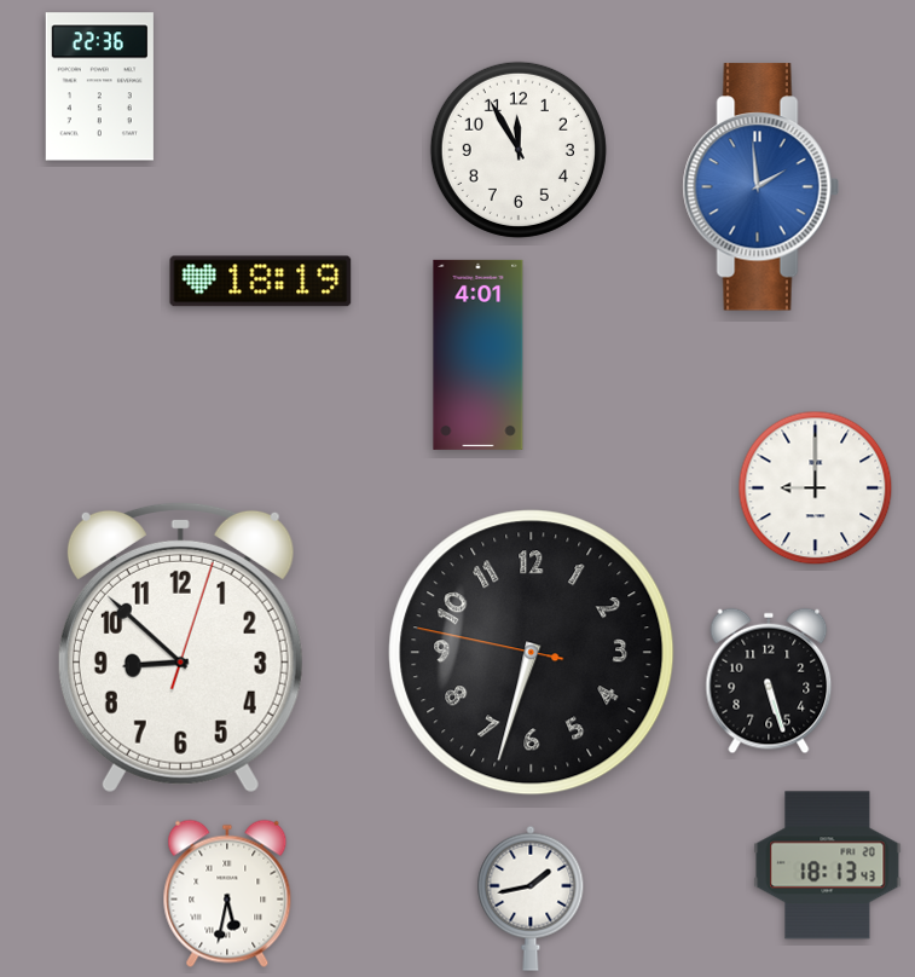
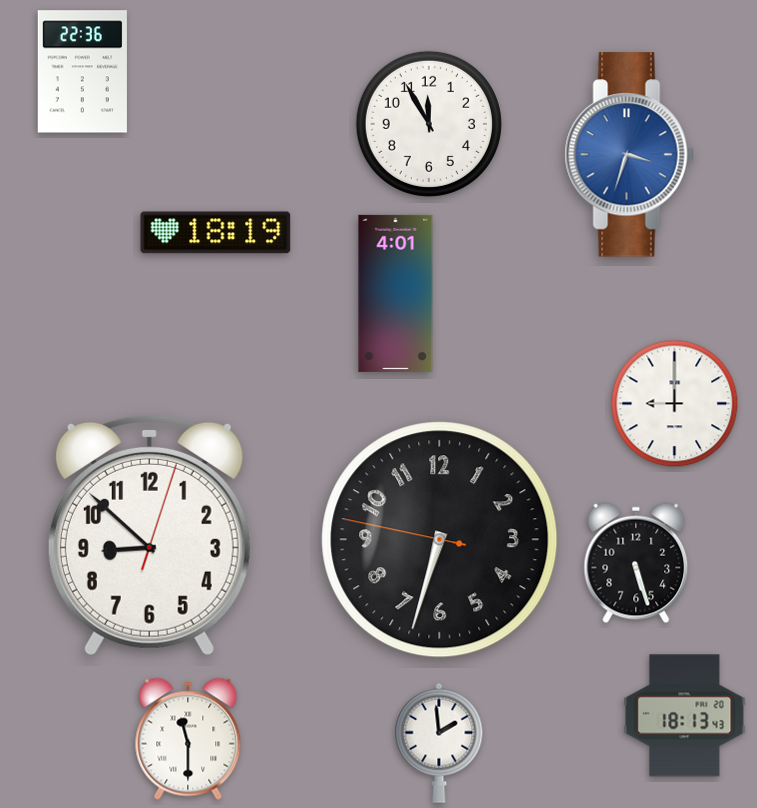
clock at (760, 187): 1:59 -> 3:33
clock at (227, 894): 5:32 -> 11:30
clock at (531, 898): 1:43 -> 1:59
